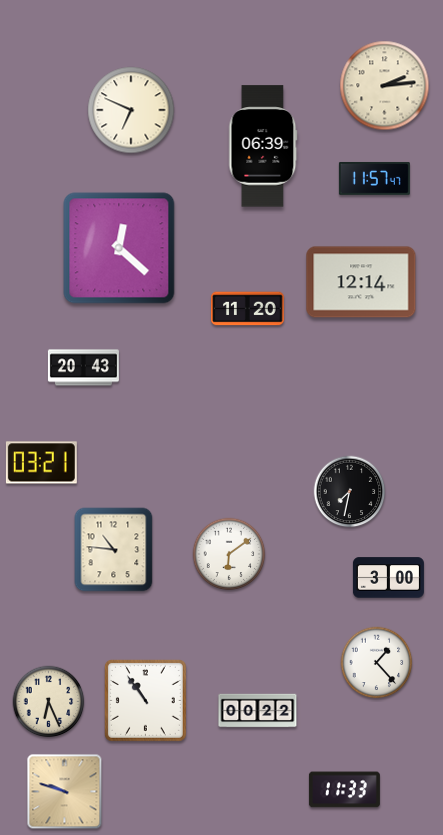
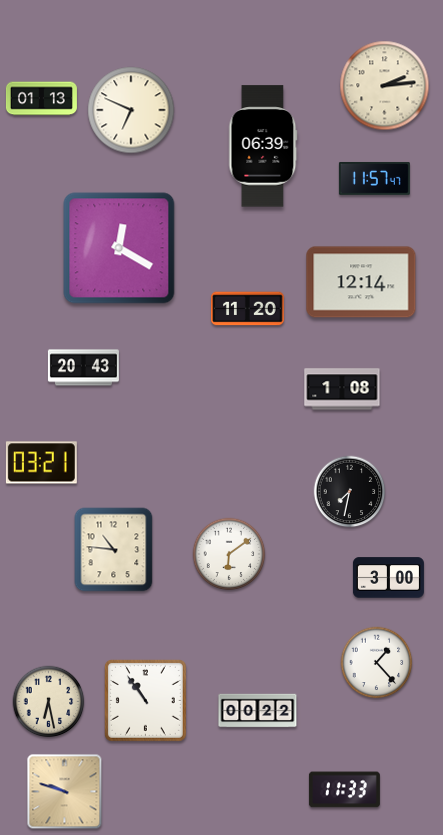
clock at (41, 99): none -> 01:13
clock at (119, 248): 12:22 -> 12:20
clock at (342, 389): none -> 1:08
clock at (49, 702): 6:26 -> 6:28
